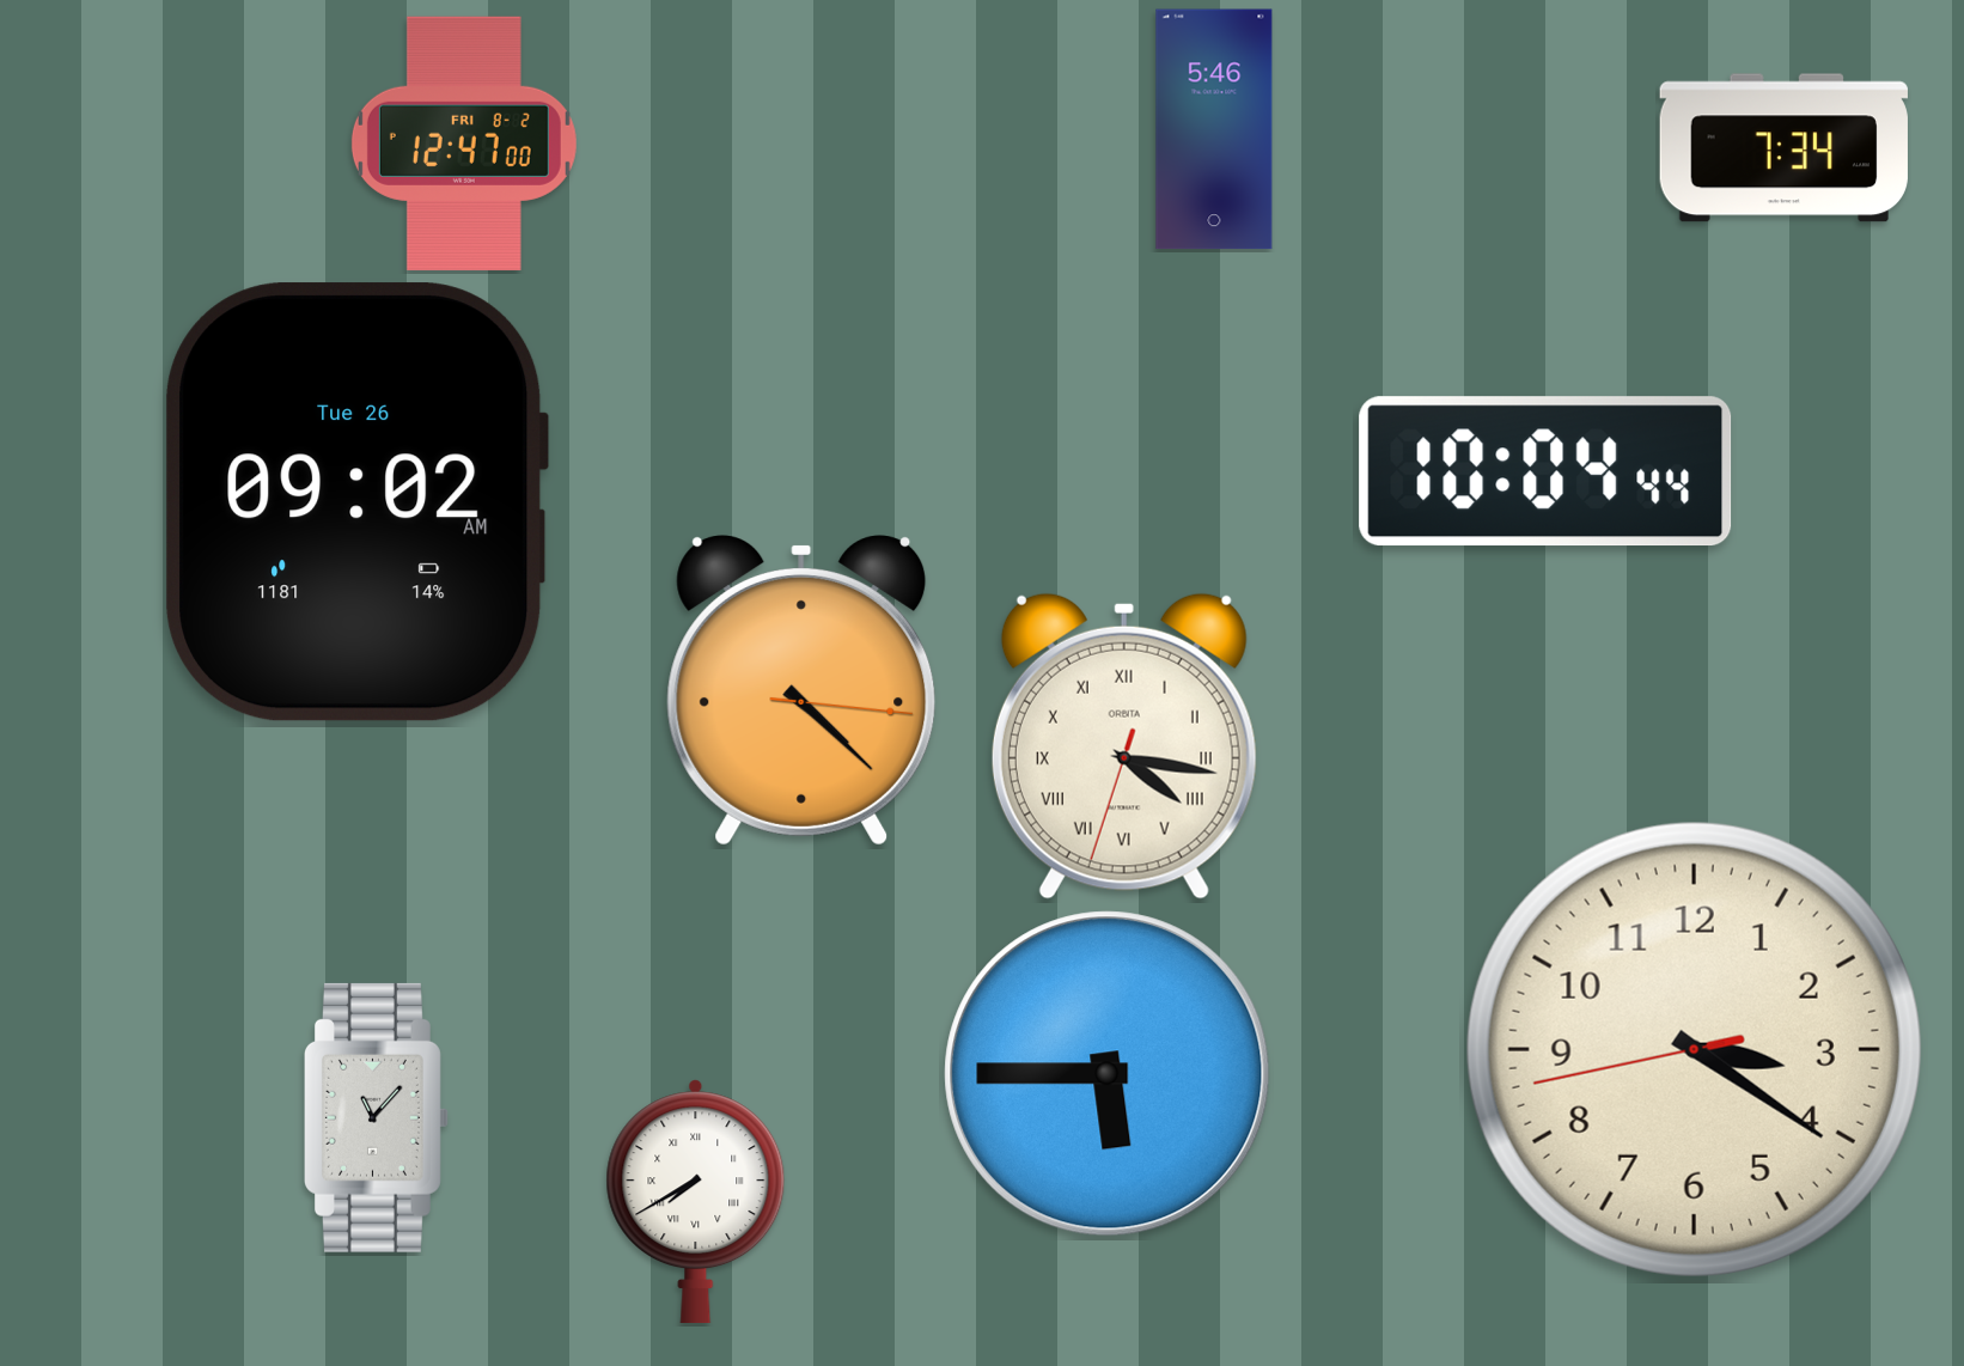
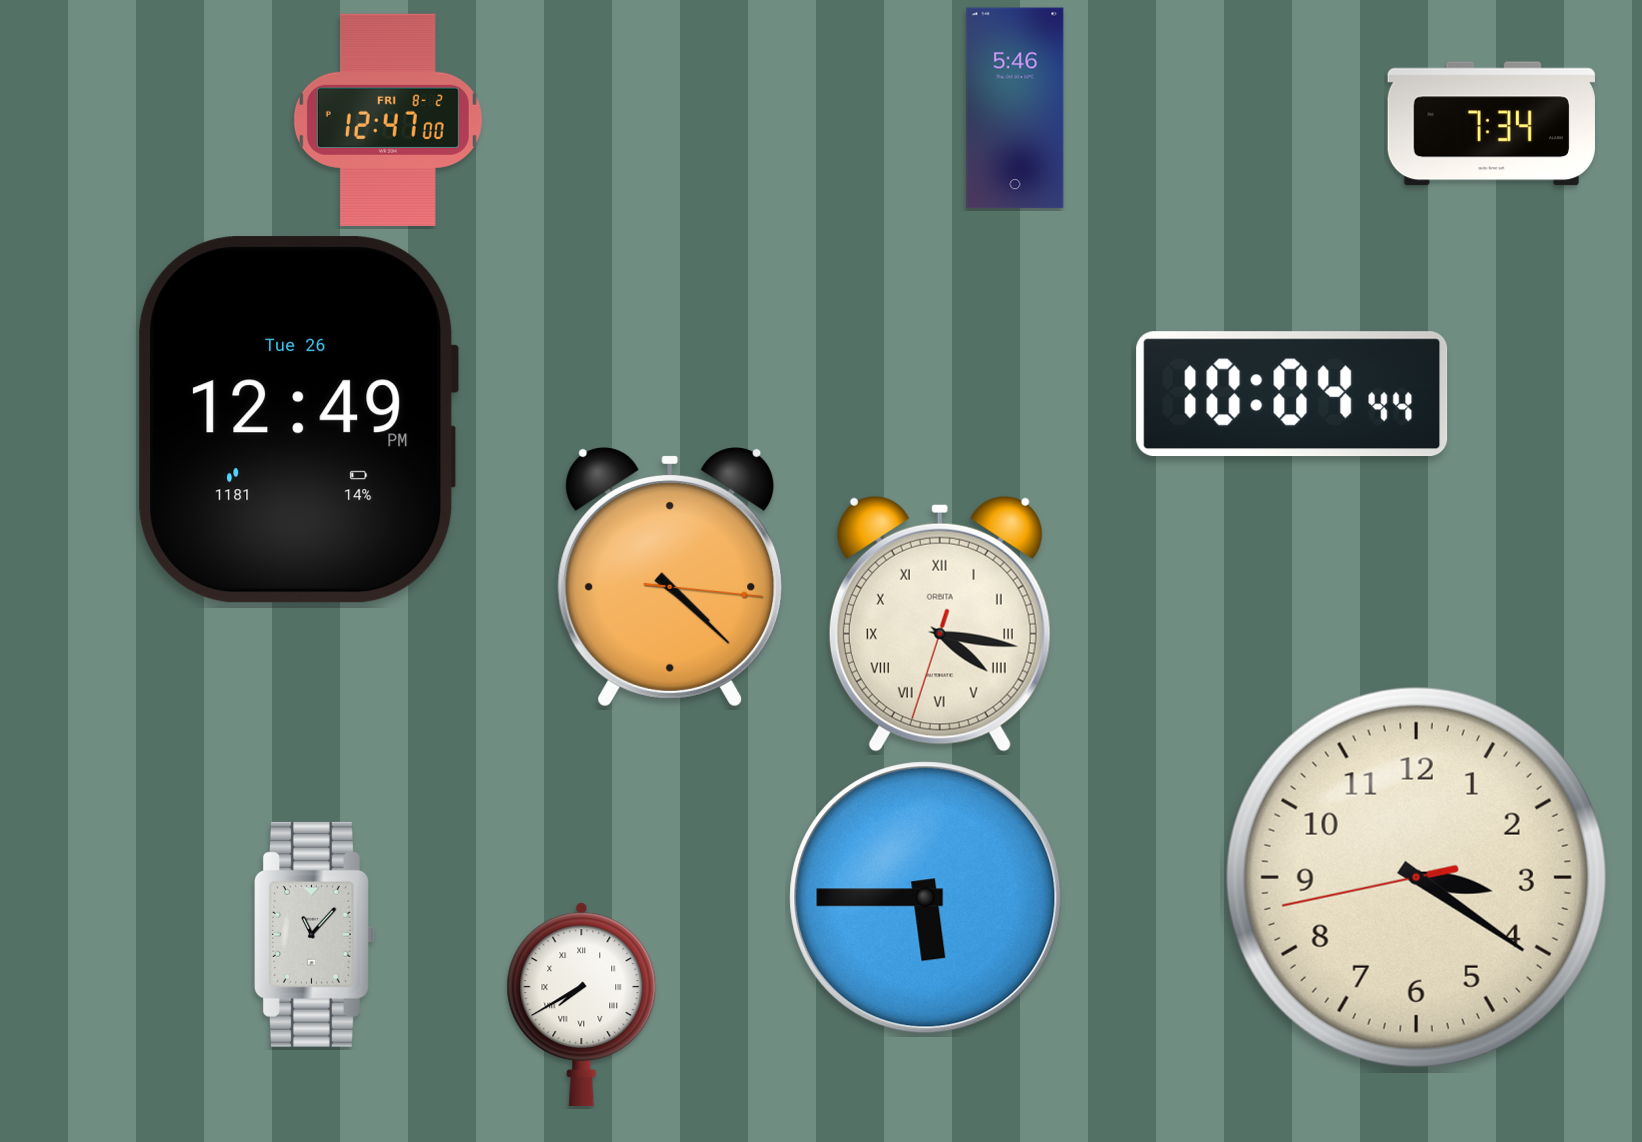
clock at (358, 502): 09:02 -> 12:49
